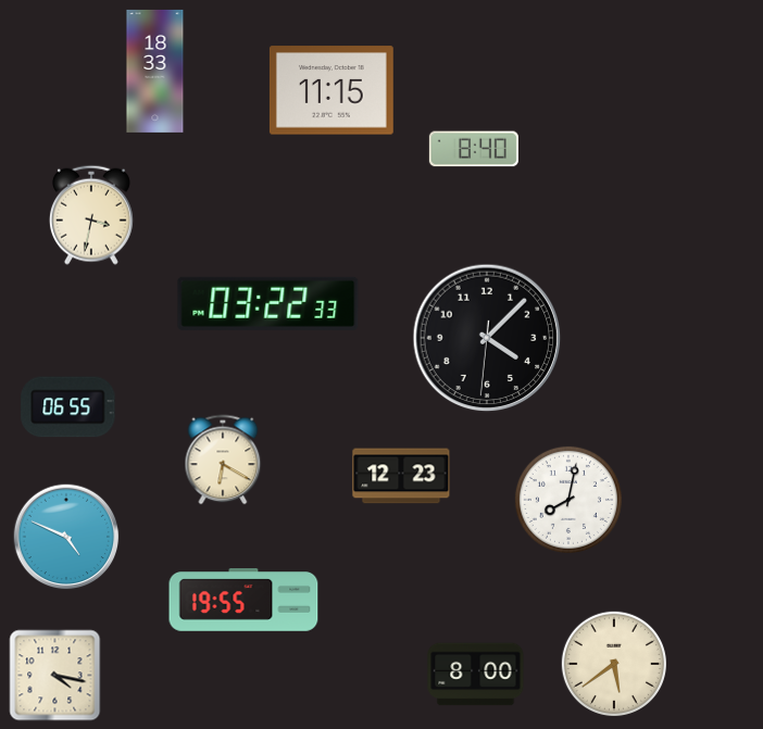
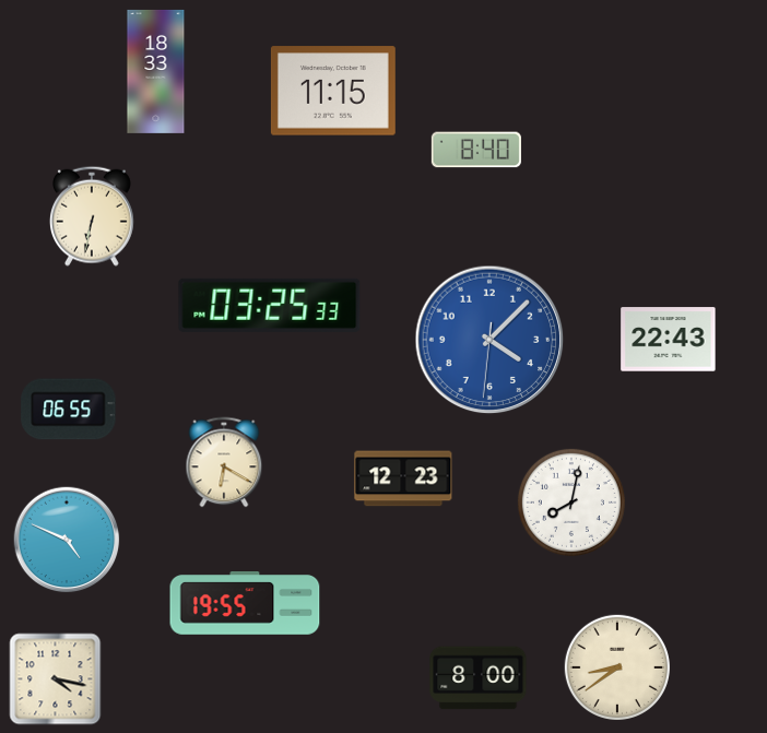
clock at (91, 215): 3:32 -> 6:32
clock at (268, 303): 03:22 -> 03:25
clock at (487, 338) dial: black -> blue
clock at (669, 340): none -> 22:43
clock at (614, 664): 5:39 -> 8:39
